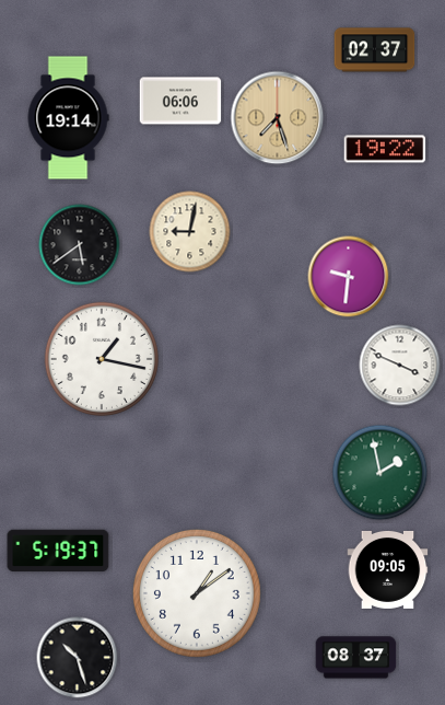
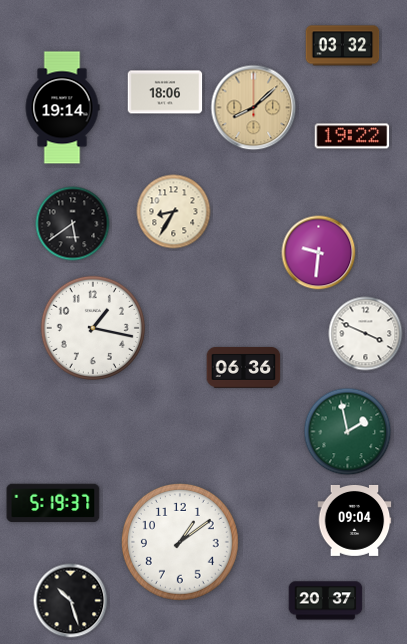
clock at (375, 50): 02:37 -> 03:32
clock at (180, 101): 06:06 -> 18:06
clock at (278, 118): 7:27 -> 8:08
clock at (190, 232): 9:02 -> 8:35
clock at (244, 367): none -> 06:36
clock at (388, 569): 09:05 -> 09:04
clock at (356, 658): 08:37 -> 20:37
